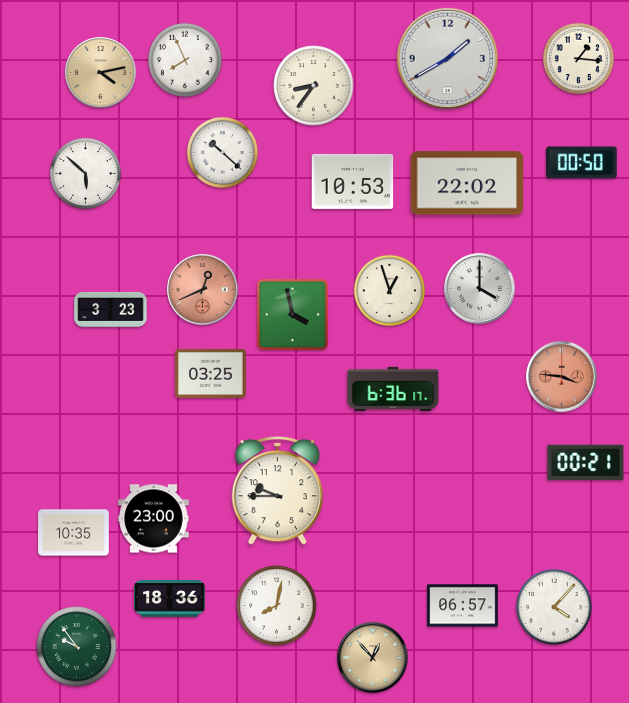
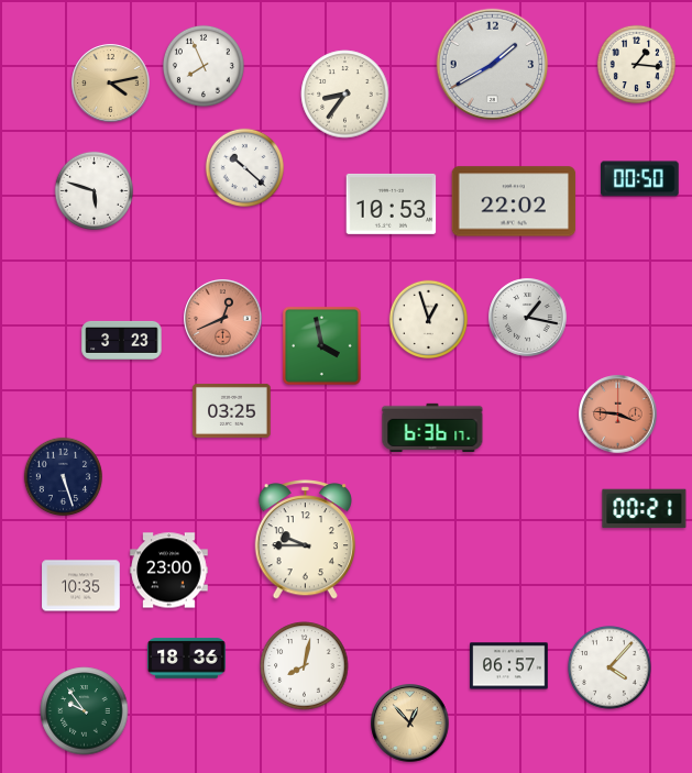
clock at (101, 73) position: (101, 73) -> (111, 84)
clock at (85, 173): 5:52 -> 5:48
clock at (353, 181) position: (353, 181) -> (392, 203)
clock at (480, 289): 4:00 -> 1:17
clock at (63, 476): none -> 5:27
